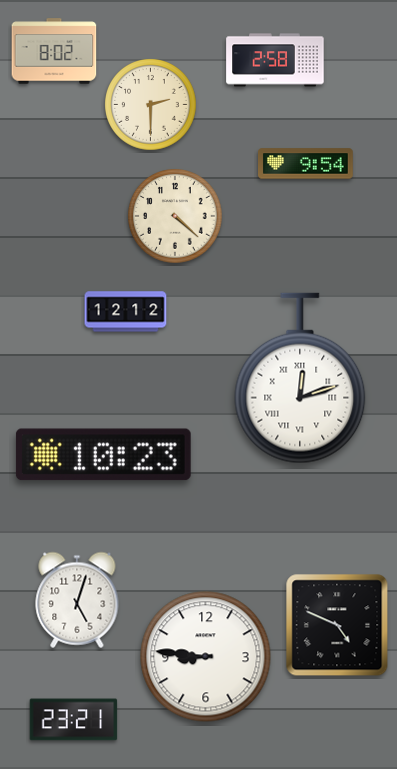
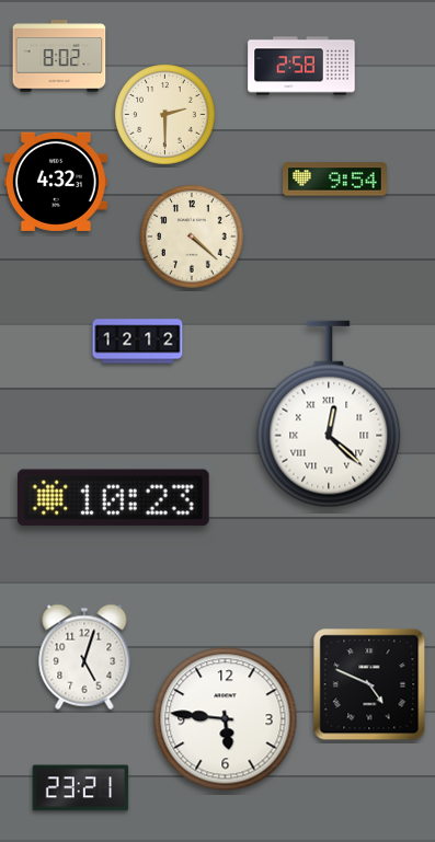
clock at (56, 182): none -> 4:32
clock at (300, 378): 12:12 -> 12:22
clock at (206, 657): 8:46 -> 5:46
